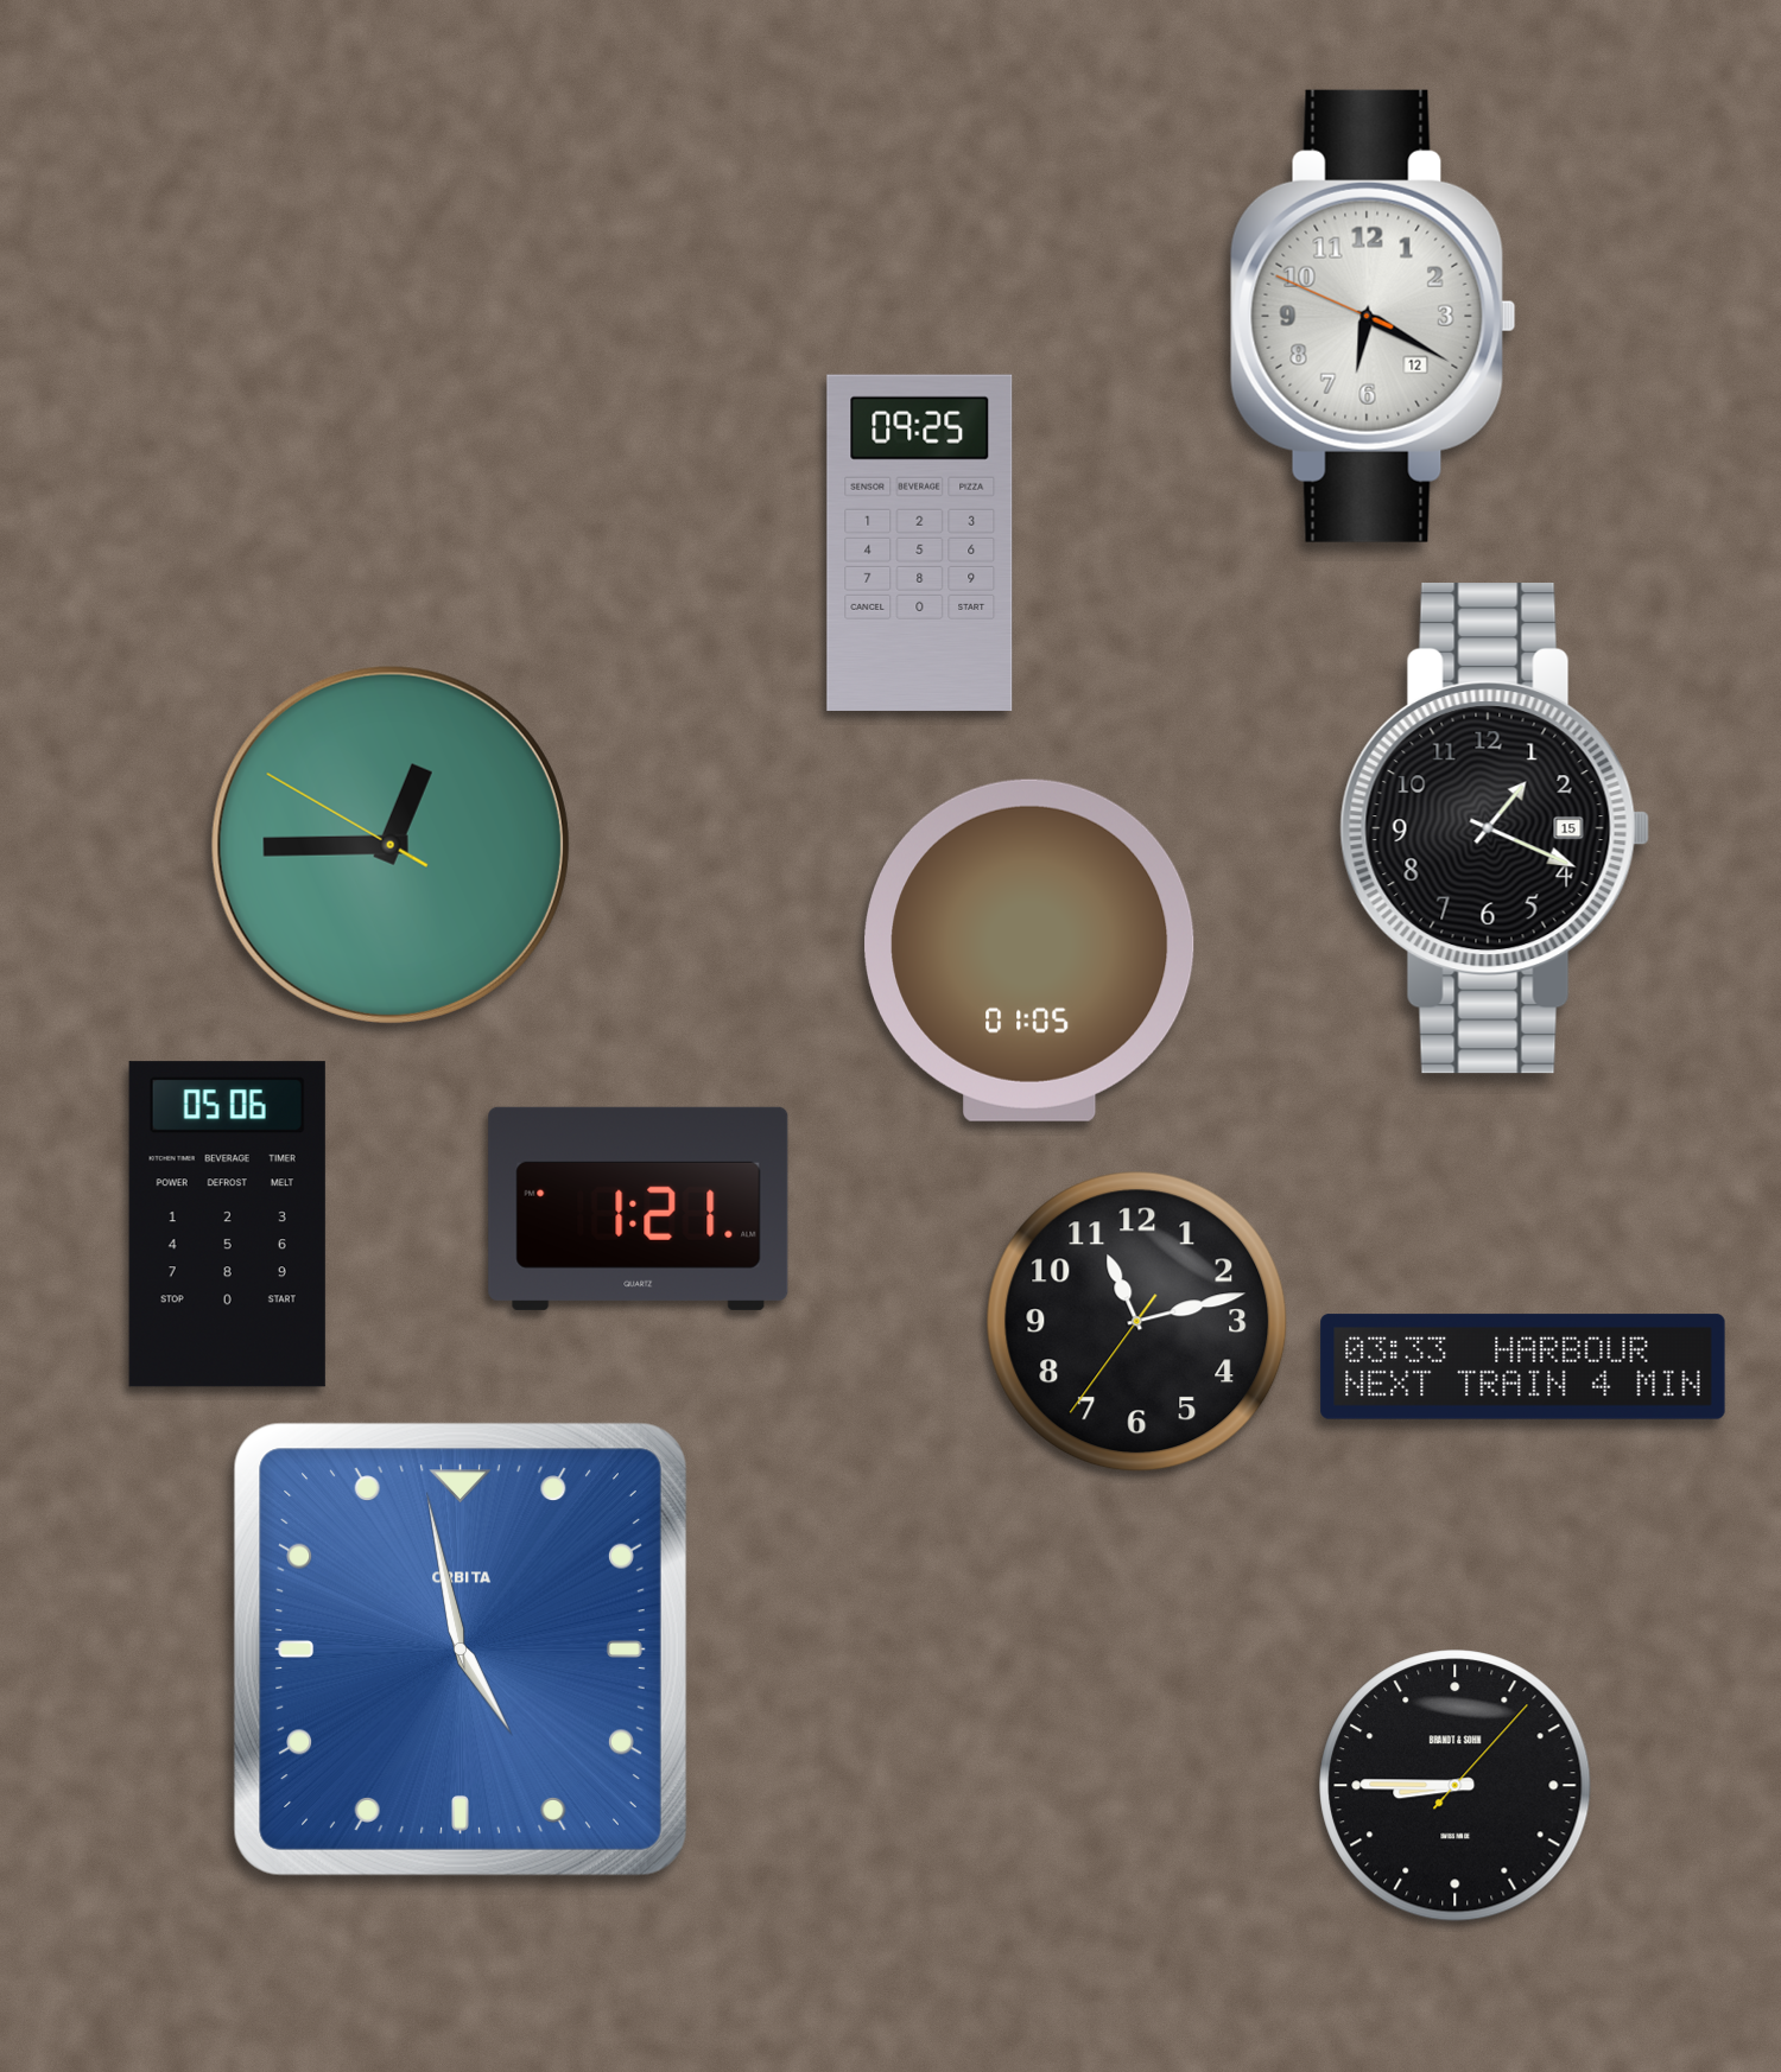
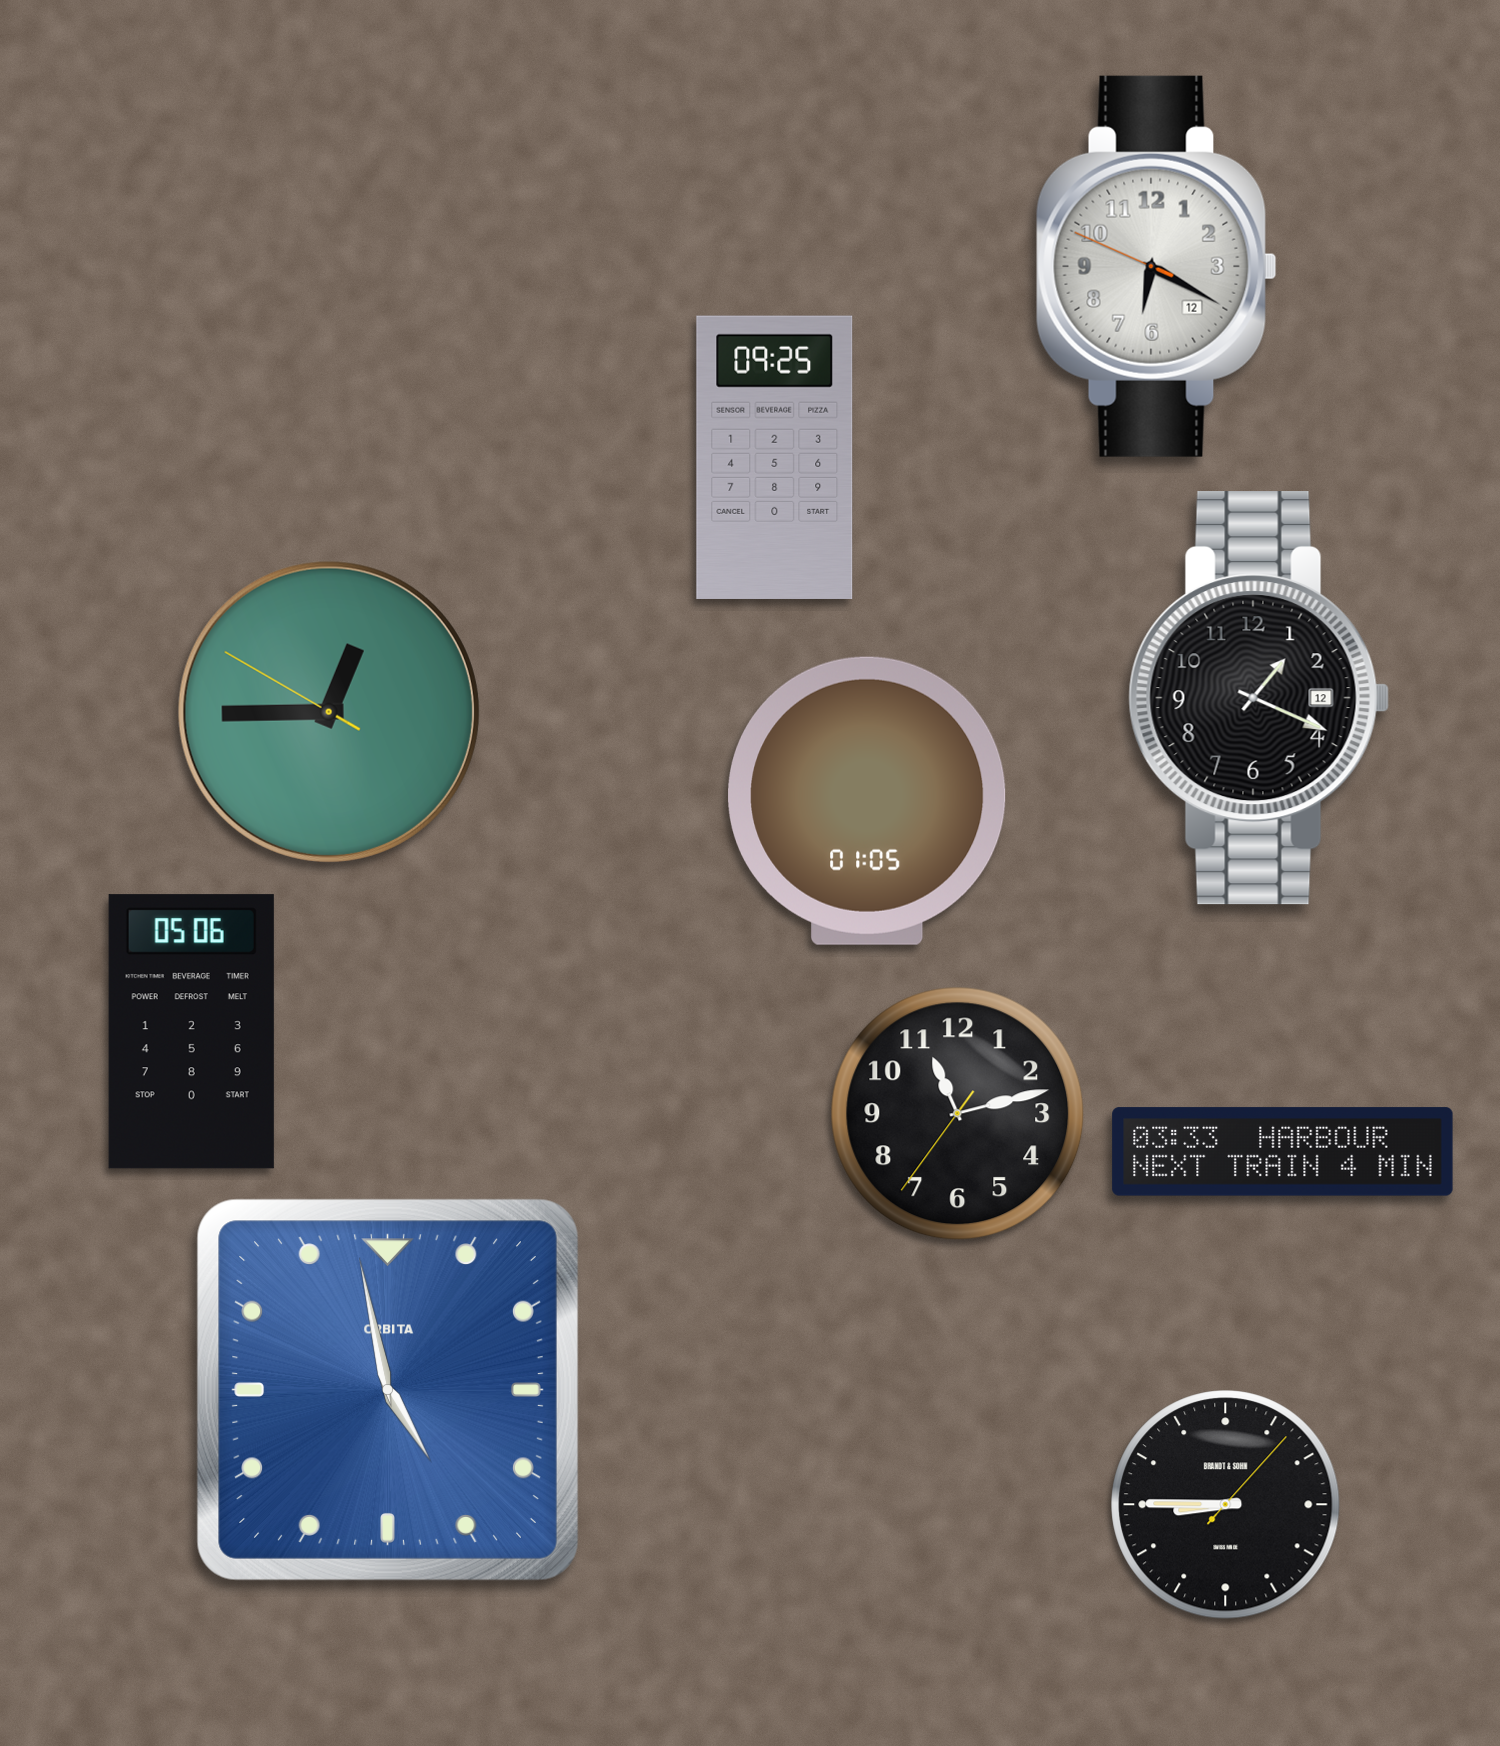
clock at (1495, 828) date: 15 -> 12
clock at (639, 1208): 1:21 -> none
